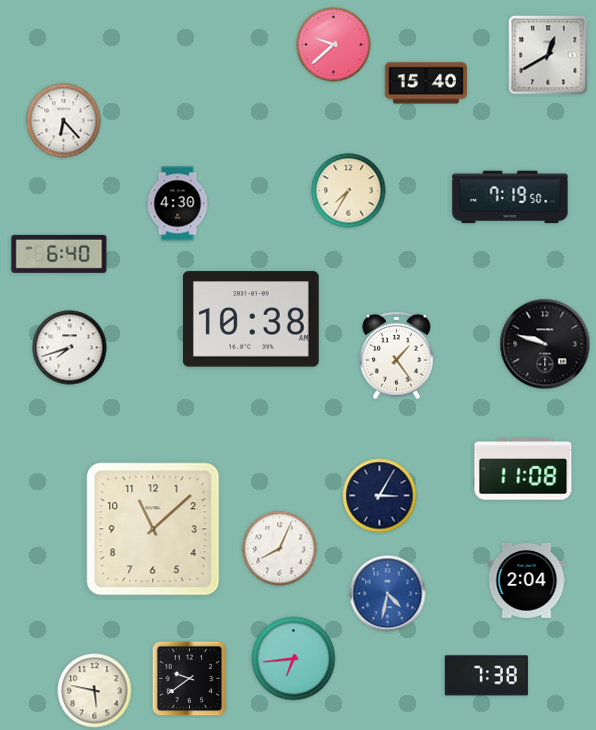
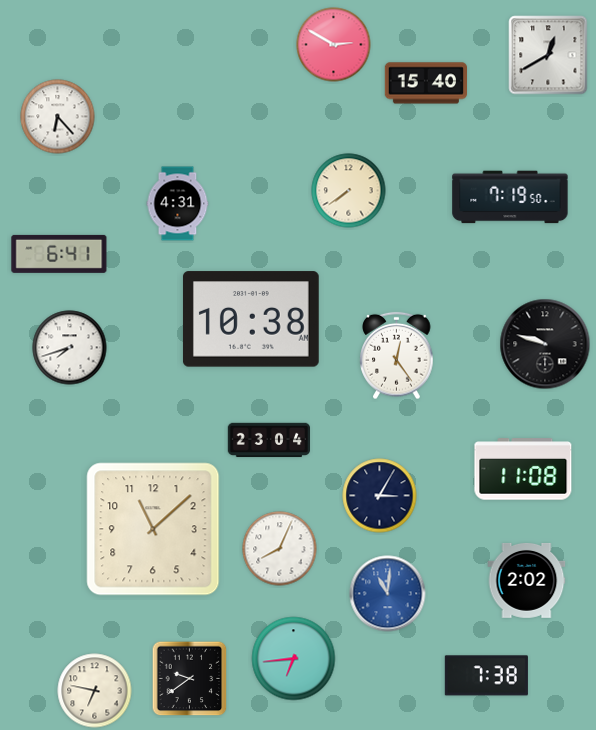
clock at (334, 45): 9:38 -> 2:50
clock at (64, 121) position: (64, 121) -> (58, 117)
clock at (349, 191): 7:35 -> 7:39
clock at (178, 204): 4:30 -> 4:31
clock at (59, 254): 6:40 -> 6:41
clock at (397, 356): 1:24 -> 12:24
clock at (268, 440): none -> 23:04
clock at (527, 580): 2:04 -> 2:02
clock at (388, 594): 4:32 -> 11:01
clock at (95, 691): 5:47 -> 6:47
